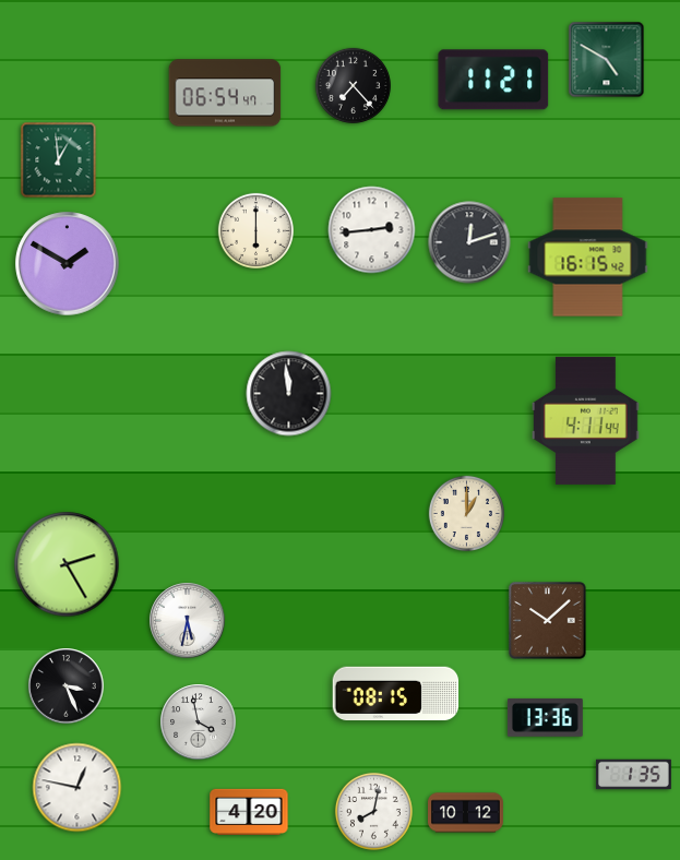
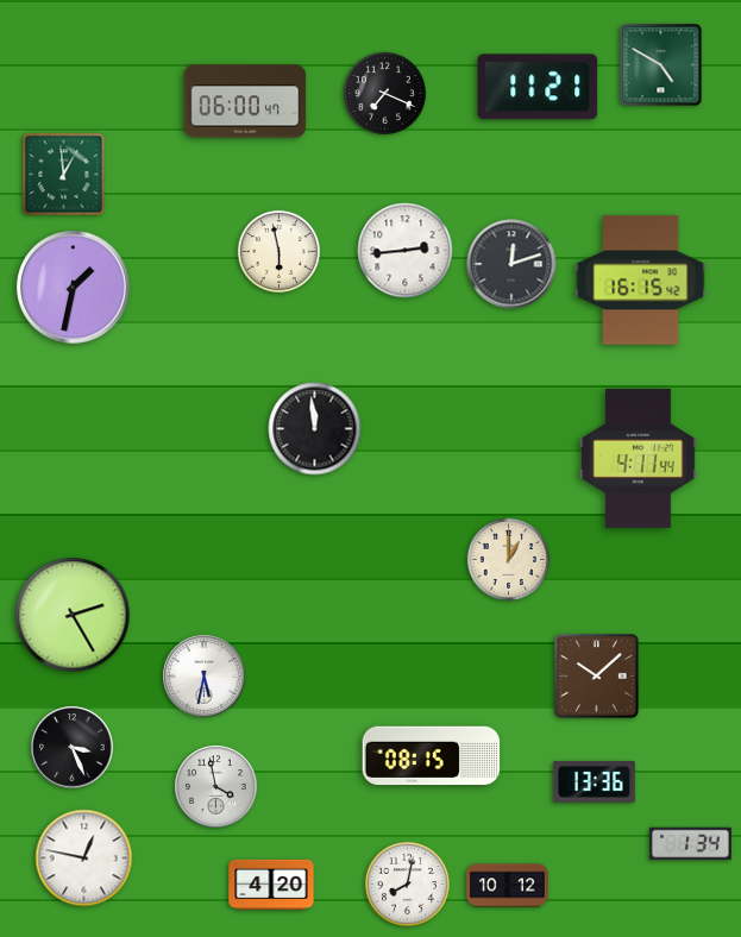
clock at (353, 85): 7:23 -> 7:19
clock at (225, 93): 06:54 -> 06:00
clock at (255, 230): 6:00 -> 5:58
clock at (68, 264): 1:50 -> 1:32
clock at (634, 775): 1:35 -> 1:34
